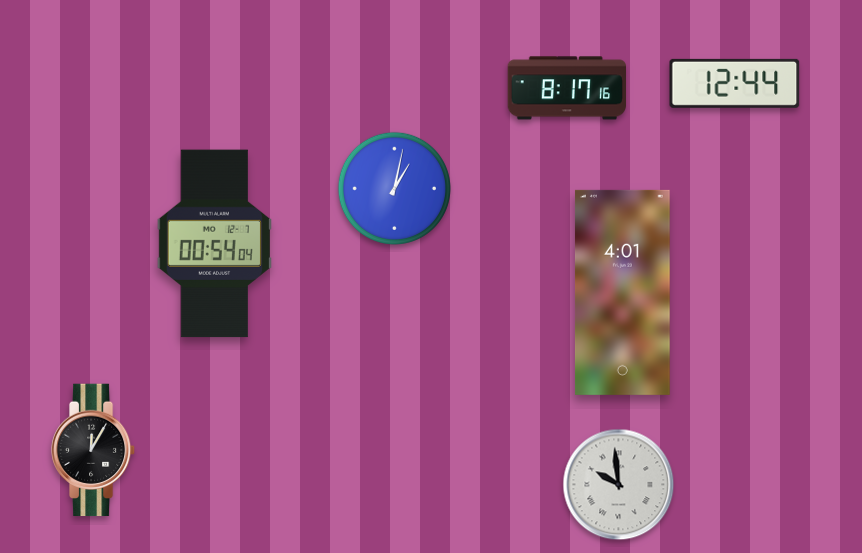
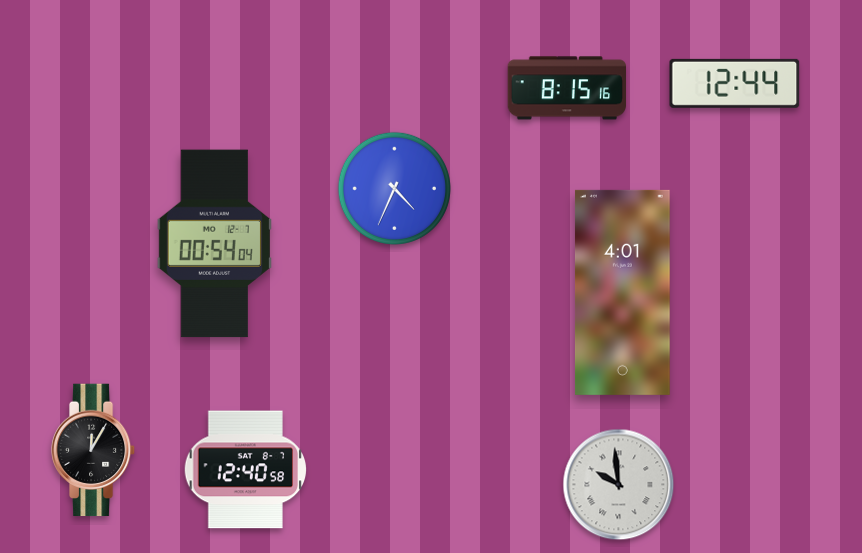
clock at (566, 88): 8:17 -> 8:15
clock at (394, 188): 1:02 -> 4:34
clock at (246, 470): none -> 12:40
